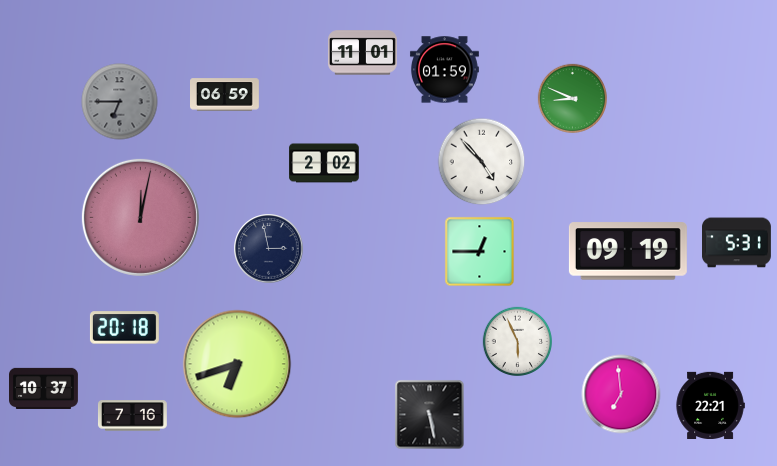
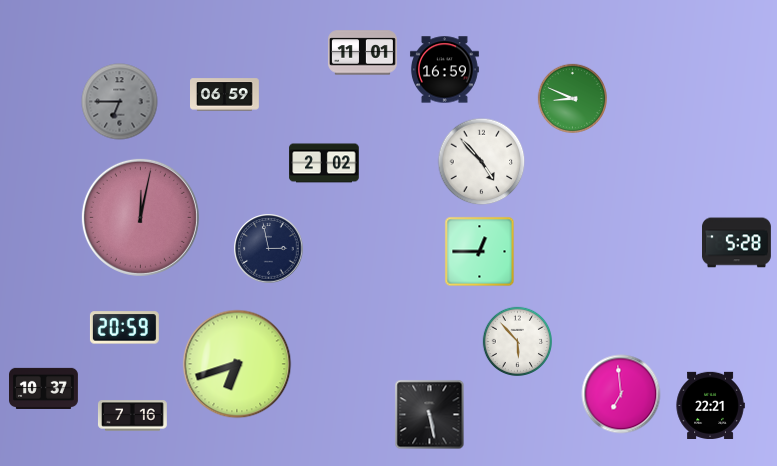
clock at (444, 70): 01:59 -> 16:59
clock at (737, 243): 5:31 -> 5:28
clock at (628, 251): 09:19 -> none
clock at (124, 328): 20:18 -> 20:59
clock at (517, 341): 5:56 -> 5:53
